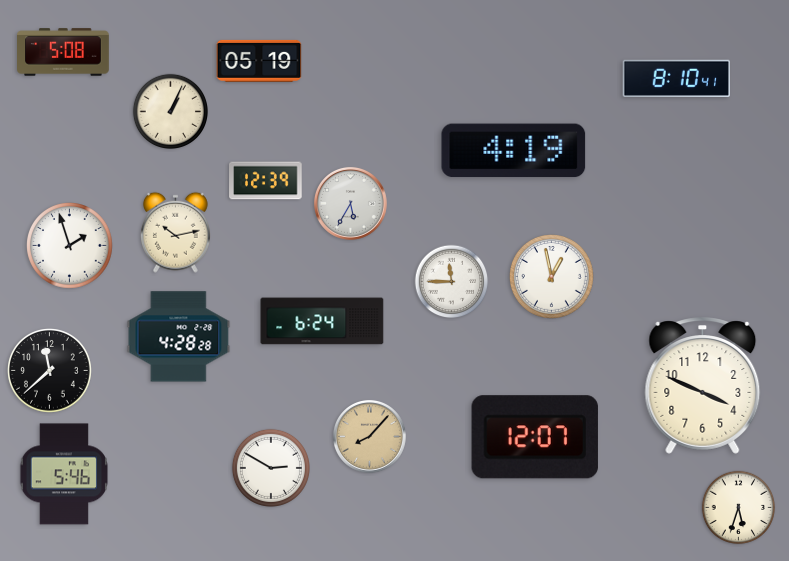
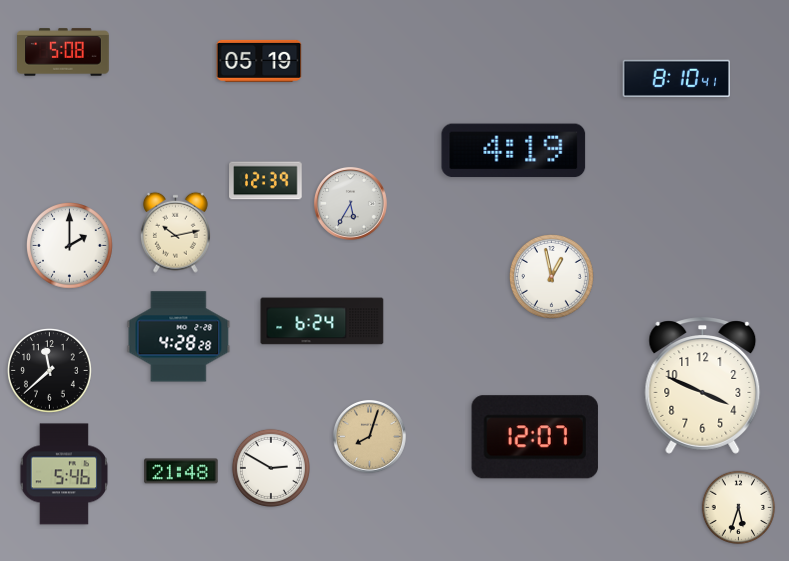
clock at (171, 112): 1:04 -> none
clock at (70, 246): 1:57 -> 2:00
clock at (452, 282): 11:45 -> none
clock at (369, 436): 8:07 -> 8:03
clock at (181, 471): none -> 21:48
